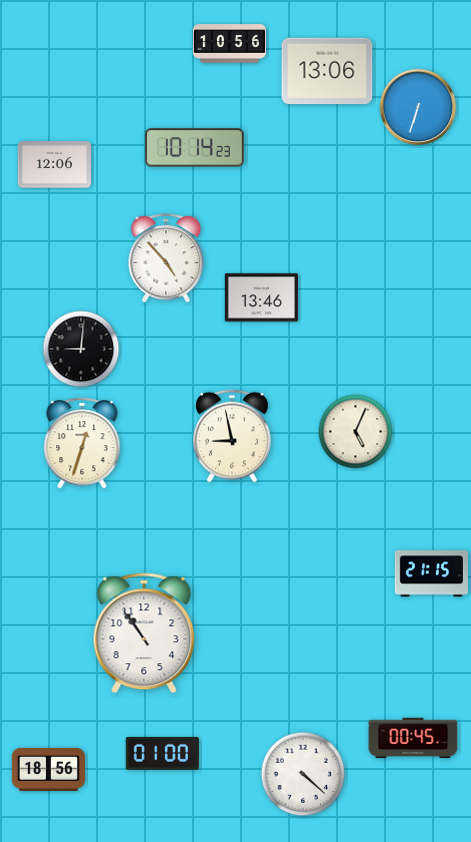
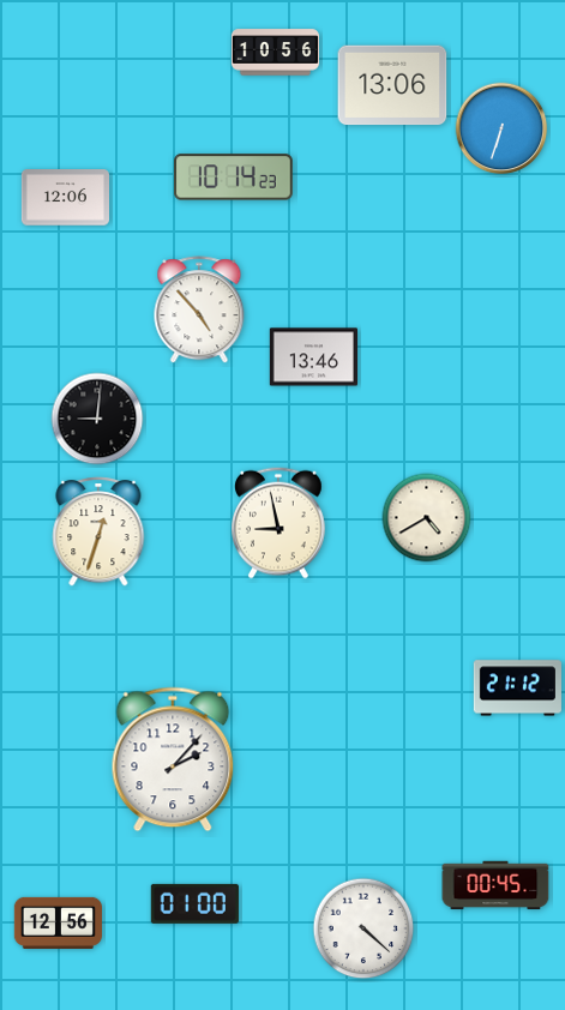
clock at (356, 432): 5:04 -> 4:40
clock at (431, 574): 21:15 -> 21:12
clock at (144, 633): 10:54 -> 2:07
clock at (48, 769): 18:56 -> 12:56
